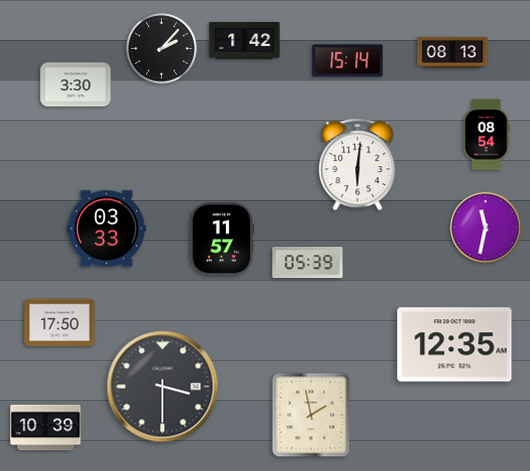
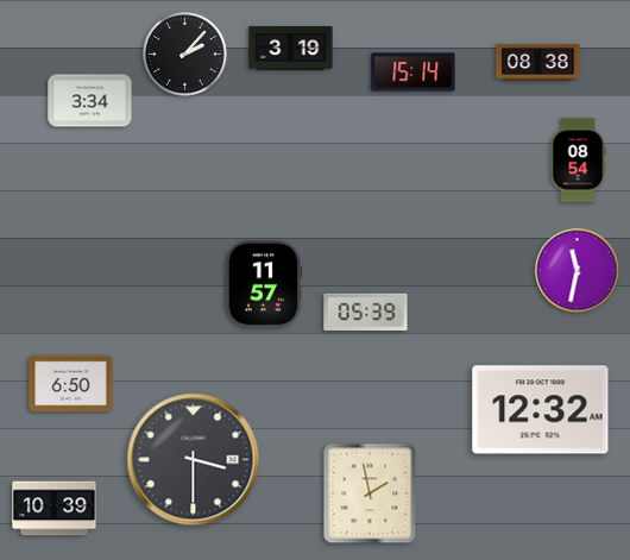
clock at (245, 41): 1:42 -> 3:19
clock at (162, 49) position: (162, 49) -> (185, 55)
clock at (453, 52): 08:13 -> 08:38
clock at (76, 85): 3:30 -> 3:34
clock at (358, 164): 6:01 -> none
clock at (106, 229): 03:33 -> none
clock at (60, 323): 17:50 -> 6:50
clock at (455, 345): 12:35 -> 12:32
